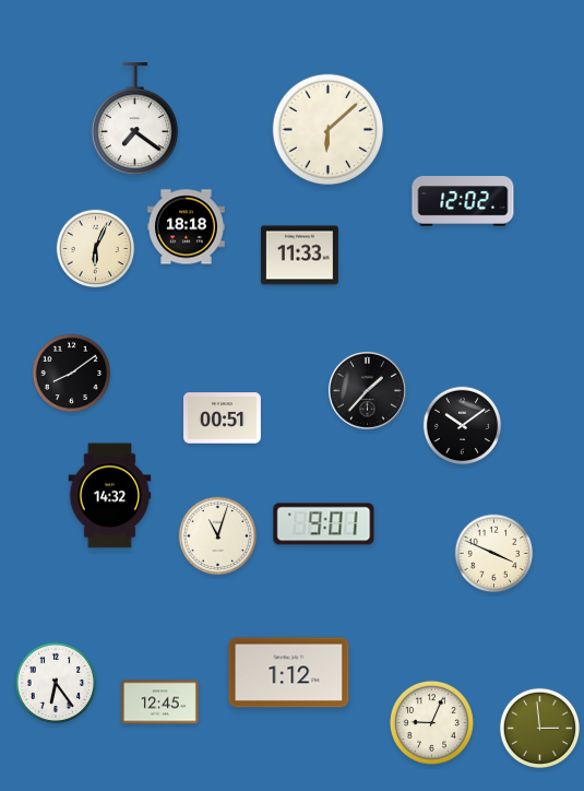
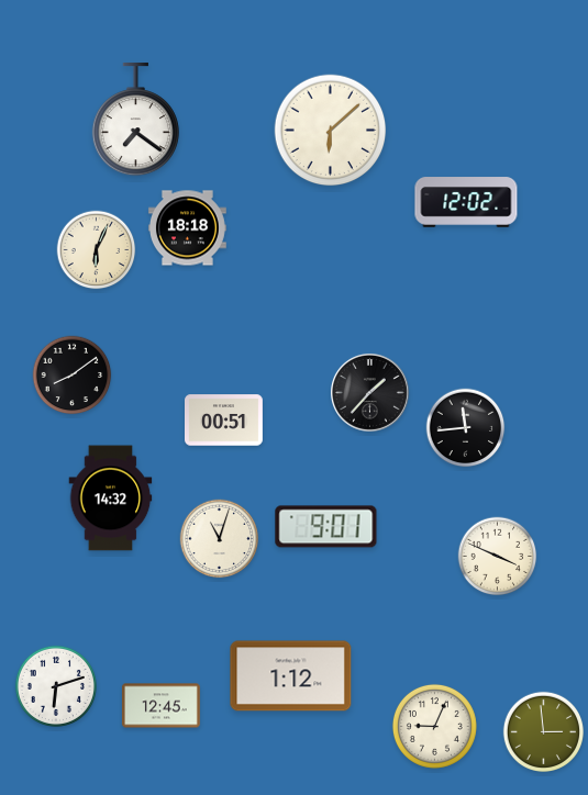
clock at (299, 256): 11:33 -> none
clock at (463, 426): 10:09 -> 11:44
clock at (56, 683): 6:24 -> 6:12
